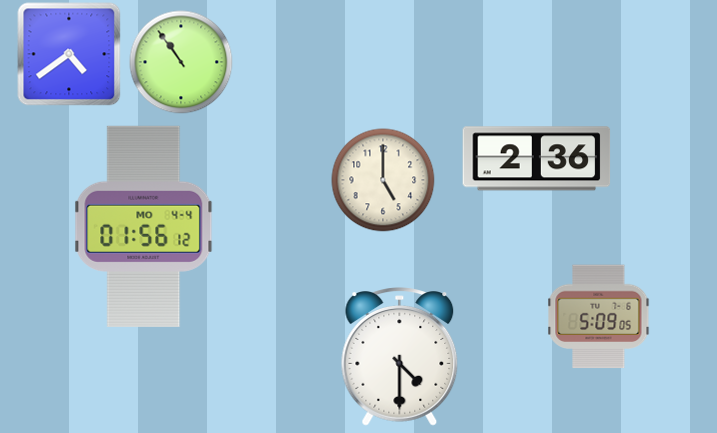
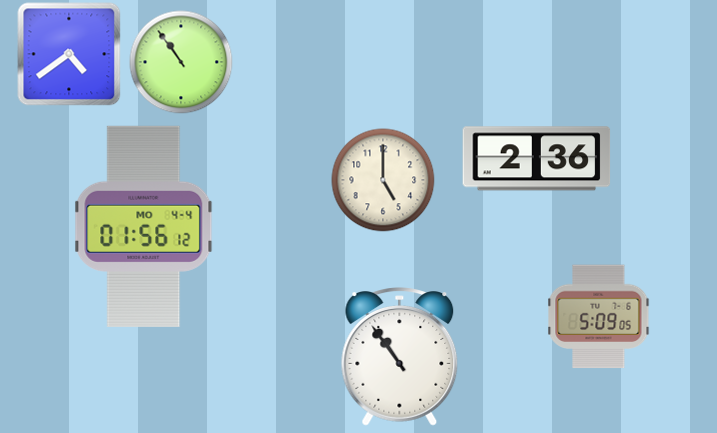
clock at (400, 357): 4:30 -> 10:54
